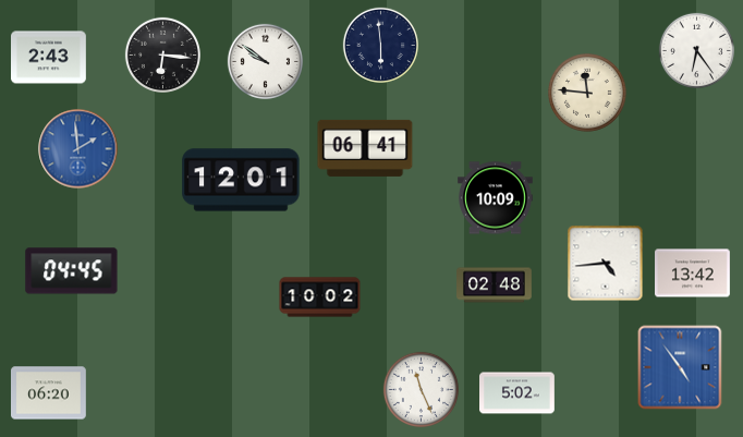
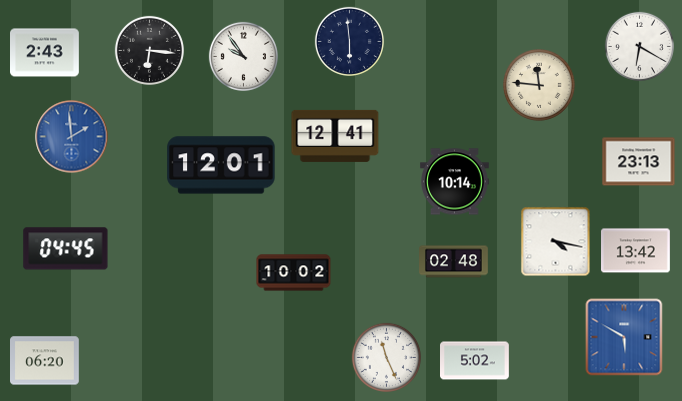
clock at (696, 50): 6:24 -> 6:20
clock at (265, 61): 9:51 -> 9:54
clock at (365, 148): 06:41 -> 12:41
clock at (639, 162): none -> 23:13
clock at (496, 198): 10:09 -> 10:14
clock at (606, 264): 4:44 -> 4:17
clock at (680, 367): 4:54 -> 5:50
